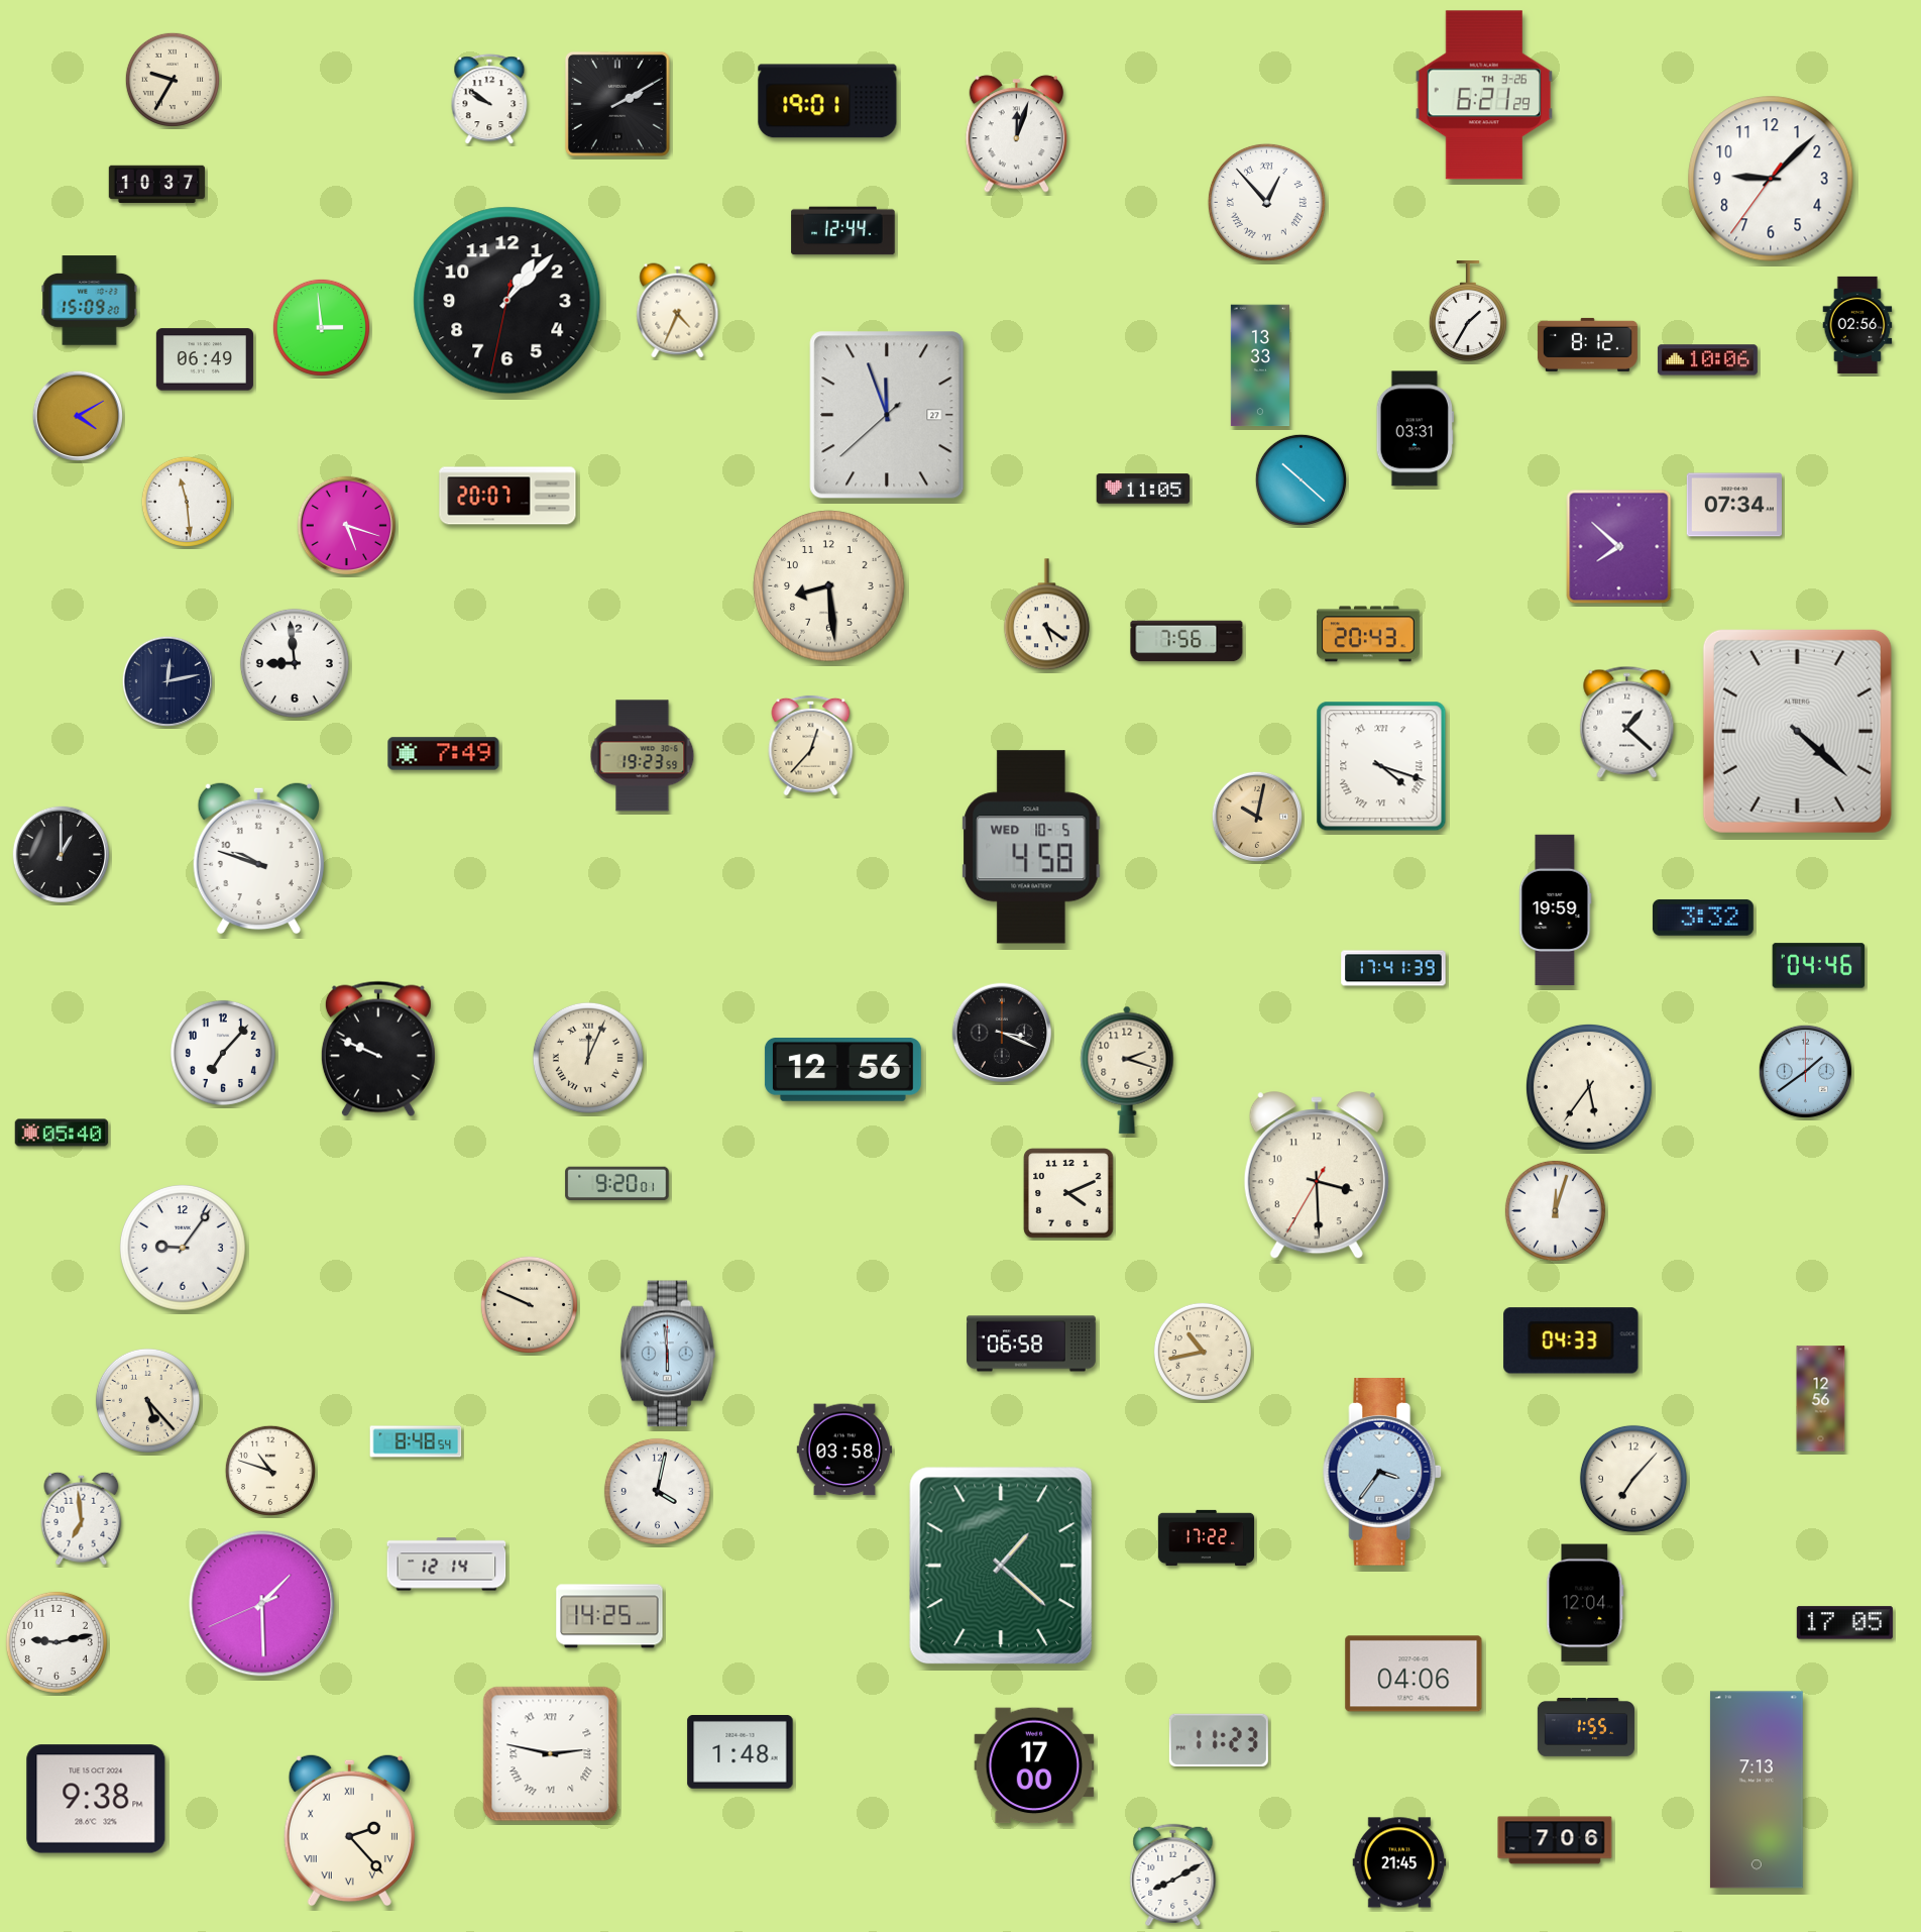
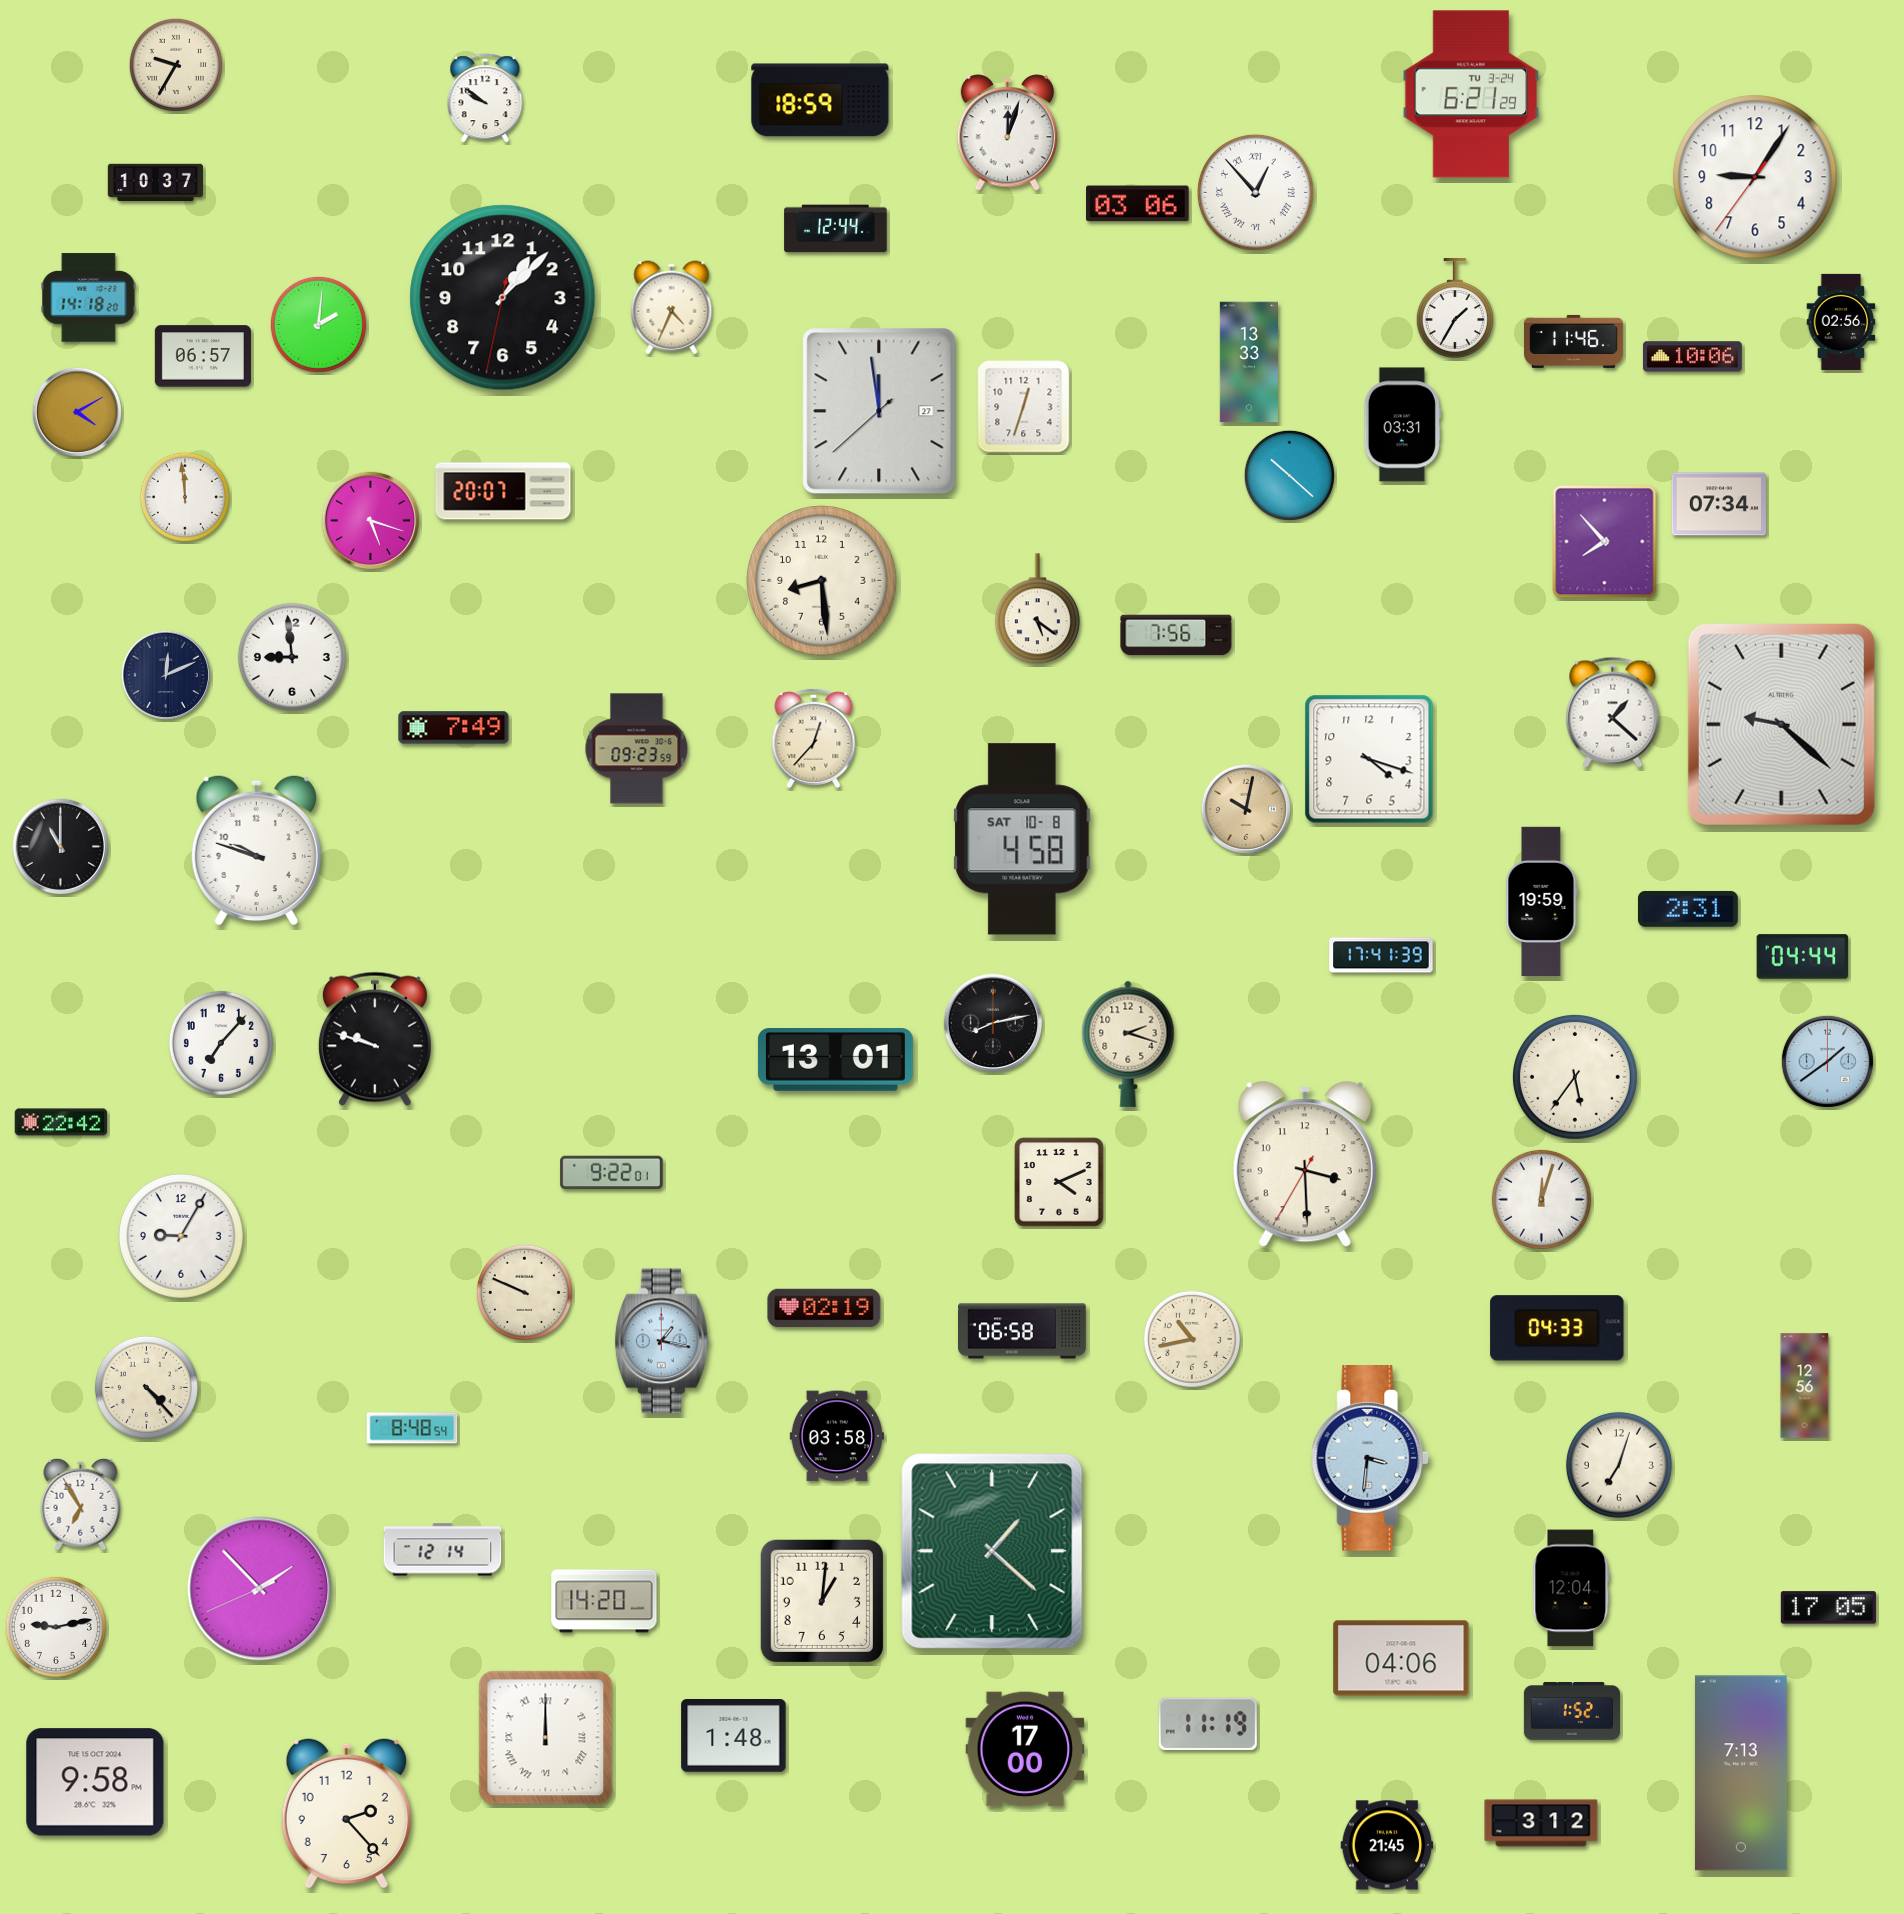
clock at (173, 80) position: (173, 80) -> (176, 65)
clock at (1484, 95) date: TH 3-26 -> TU 3-24
clock at (827, 101): 19:01 -> 18:59
clock at (617, 104): 2:10 -> none
clock at (1771, 179): 9:07 -> 9:05
clock at (1266, 202) position: (1266, 202) -> (1255, 192)
clock at (1138, 204): none -> 03:06
clock at (90, 301): 15:09 -> 14:18
clock at (321, 327): 2:59 -> 2:01
clock at (1587, 344): 8:12 -> 11:46
clock at (205, 359): 06:49 -> 06:57
clock at (1024, 407): none -> 12:33
clock at (887, 415): 11:56 -> 11:58
clock at (1143, 489): 11:05 -> none
clock at (187, 502): 11:29 -> 11:59
clock at (1733, 505) position: (1733, 505) -> (1718, 504)
clock at (346, 525) position: (346, 525) -> (370, 520)
clock at (1619, 547): 7:52 -> 7:53
clock at (1368, 634): 20:43 -> none
clock at (167, 681): 12:13 -> 12:11
clock at (1627, 722) position: (1627, 722) -> (1613, 712)
clock at (1797, 731): 4:22 -> 9:22
clock at (811, 745) position: (811, 745) -> (814, 738)
clock at (444, 754) position: (444, 754) -> (454, 728)
clock at (643, 756): 19:23 -> 09:23
clock at (1381, 766) numerals: Roman -> Arabic
clock at (1031, 847) date: WED 10-5 -> SAT 10-8
clock at (61, 854): 1:00 -> 11:00
clock at (1703, 918): 3:32 -> 2:31
clock at (1819, 966): 04:46 -> 04:44
clock at (1393, 968) position: (1393, 968) -> (1381, 955)
clock at (1001, 1032): 3:19 -> 8:13
clock at (378, 1049): 9:49 -> 9:48
clock at (588, 1058): 12:04 -> none
clock at (842, 1070): 12:56 -> 13:01
clock at (1127, 1070) position: (1127, 1070) -> (1128, 1044)
clock at (1805, 1071) position: (1805, 1071) -> (1827, 1061)
clock at (62, 1133): 05:40 -> 22:42
clock at (617, 1184): 9:20 -> 9:22
clock at (183, 1248): 9:06 -> 9:05
clock at (824, 1308): none -> 02:19
clock at (668, 1354): 5:59 -> 1:17
clock at (147, 1400): 5:23 -> 4:23
clock at (270, 1471): 10:48 -> none
clock at (1383, 1473): 3:36 -> 3:31
clock at (1633, 1479): 7:07 -> 7:03
clock at (657, 1491): 4:02 -> none
clock at (82, 1518): 6:59 -> 6:55
clock at (1206, 1537): 17:22 -> none
clock at (262, 1604): 1:29 -> 1:52
clock at (821, 1600): none -> 1:01
clock at (609, 1616): 14:25 -> 14:20
clock at (1586, 1728): 1:55 -> 1:52
clock at (1219, 1740): 11:23 -> 11:19
clock at (551, 1754): 2:47 -> 12:00
clock at (96, 1799): 9:38 -> 9:58
clock at (349, 1830) numerals: Roman -> Arabic
clock at (1555, 1840): 7:06 -> 3:12
clock at (1173, 1874): 8:10 -> none
